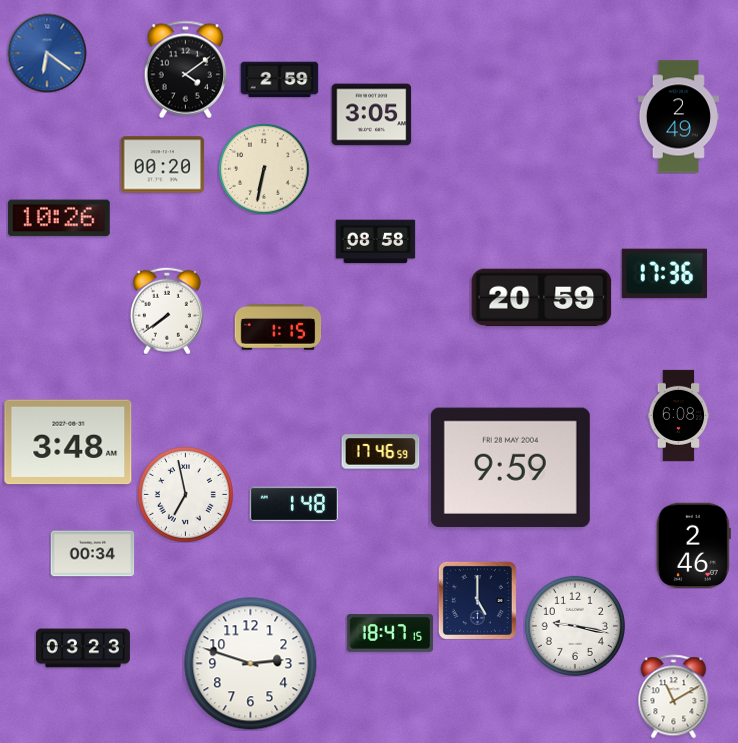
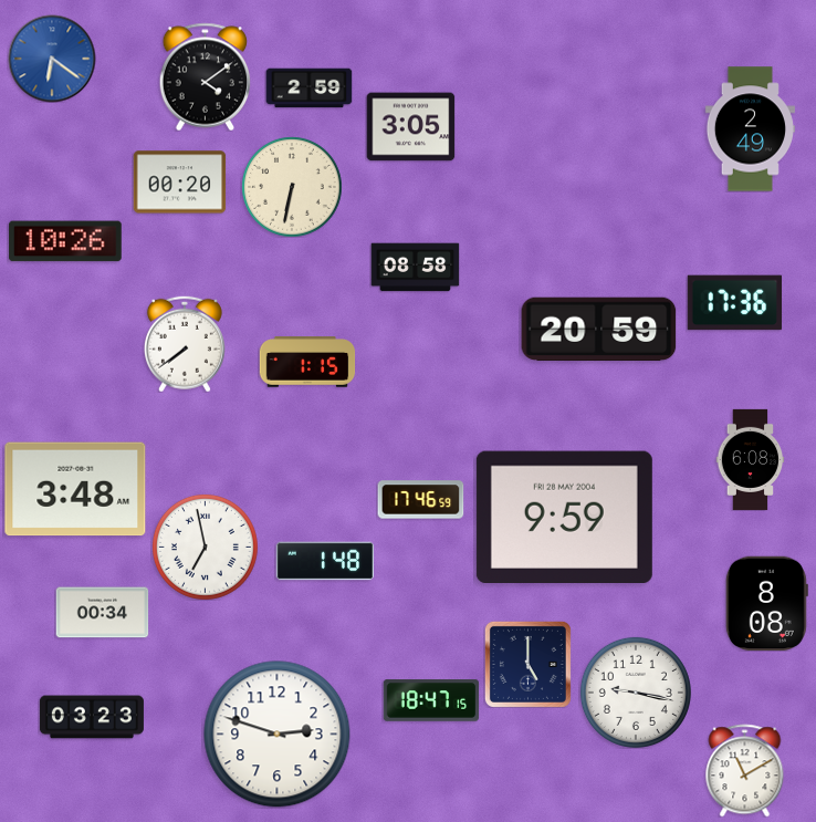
clock at (293, 504) position: (293, 504) -> (324, 561)
clock at (693, 545): 2:46 -> 8:08
